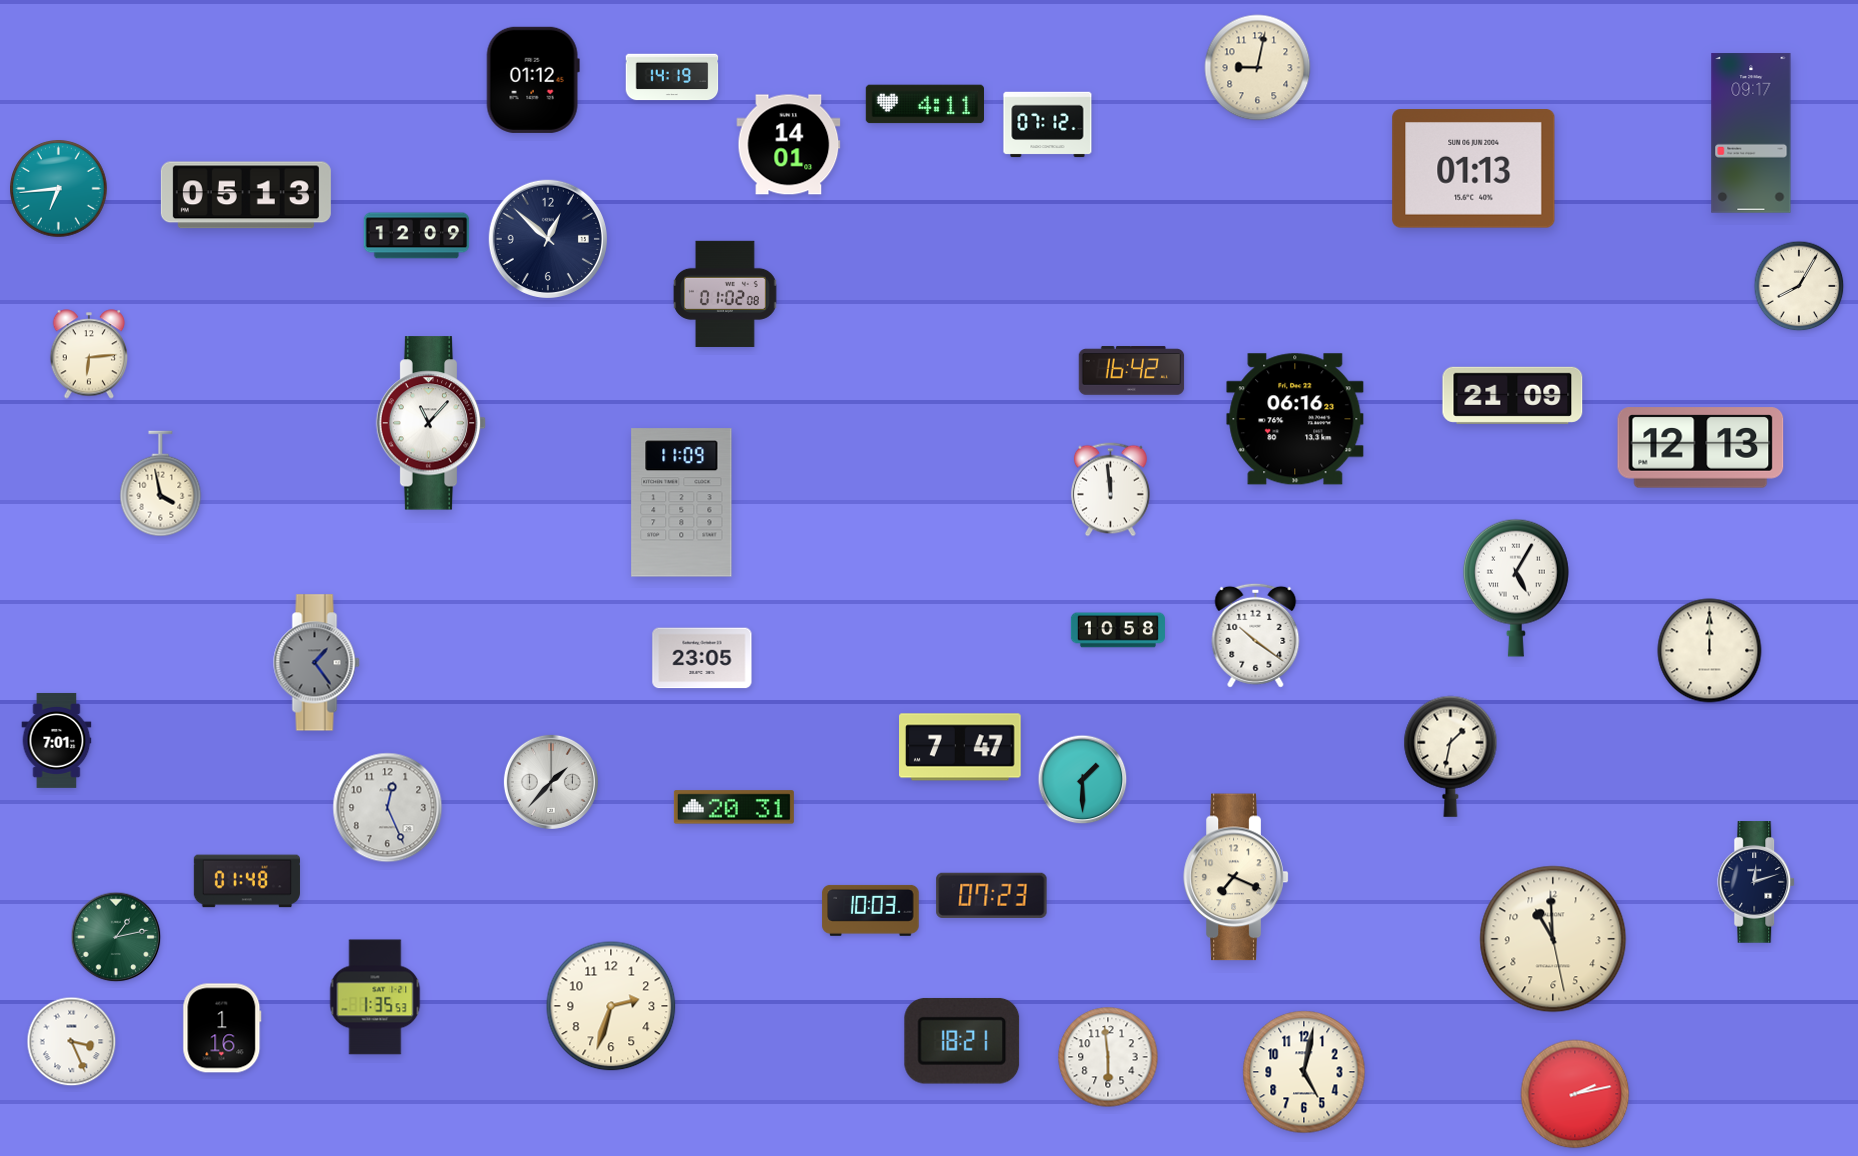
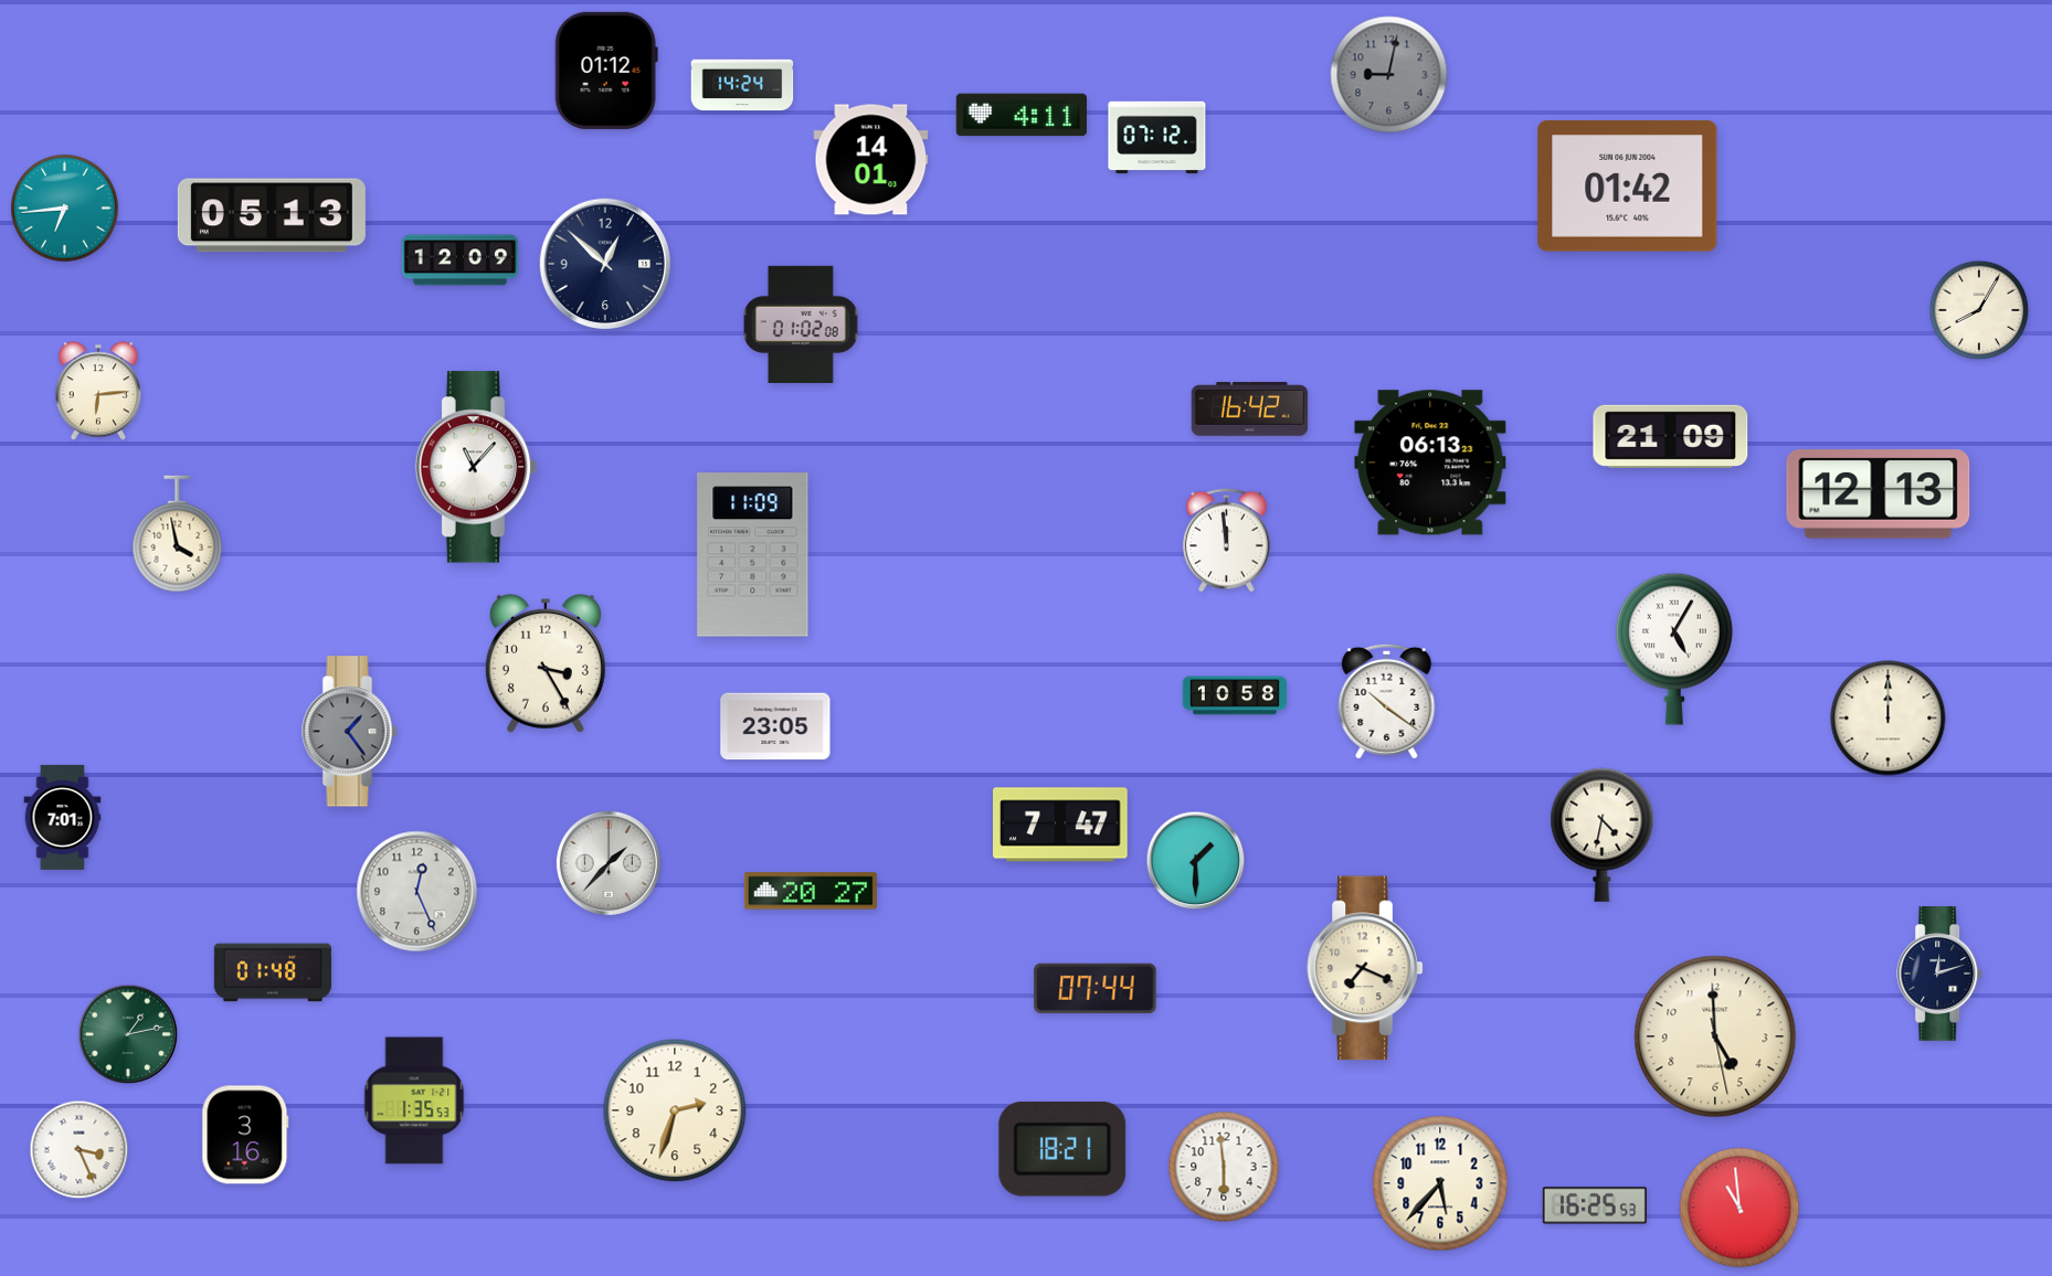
clock at (1258, 68) dial: cream -> grey
clock at (672, 77): 14:19 -> 14:24
clock at (533, 80) position: (533, 80) -> (606, 71)
clock at (1751, 133): 09:17 -> none
clock at (1474, 169): 01:13 -> 01:42
clock at (1799, 286) position: (1799, 286) -> (1979, 310)
clock at (1295, 419): 06:16 -> 06:13
clock at (546, 663): none -> 3:25
clock at (1451, 756): 1:32 -> 4:32
clock at (734, 807): 20:31 -> 20:27
clock at (388, 808) position: (388, 808) -> (417, 892)
clock at (992, 895): 07:23 -> 07:44
clock at (871, 910): 10:03 -> none
clock at (1553, 939): 10:59 -> 4:59
clock at (222, 1028): 1:16 -> 3:16
clock at (1304, 1072): 5:02 -> 5:37
clock at (1595, 1205): none -> 16:25
clock at (1575, 1094): 2:13 -> 10:59
